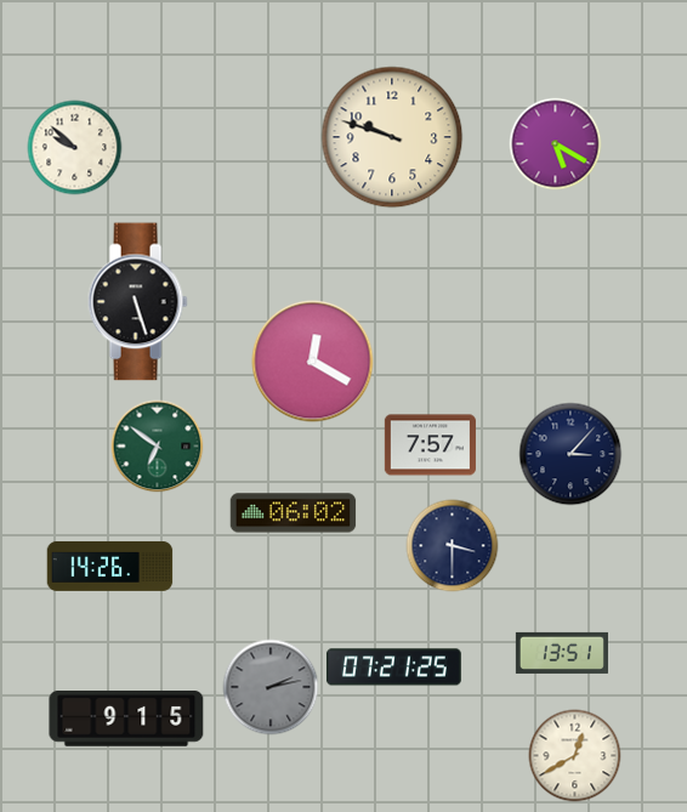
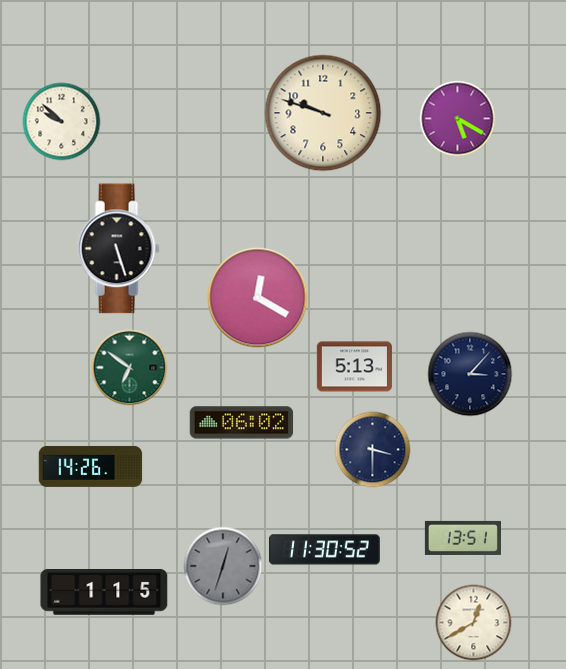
clock at (137, 302) position: (137, 302) -> (118, 249)
clock at (430, 445): 7:57 -> 5:13
clock at (393, 668): 07:21 -> 11:30
clock at (271, 687): 2:13 -> 12:33
clock at (126, 720): 9:15 -> 1:15
